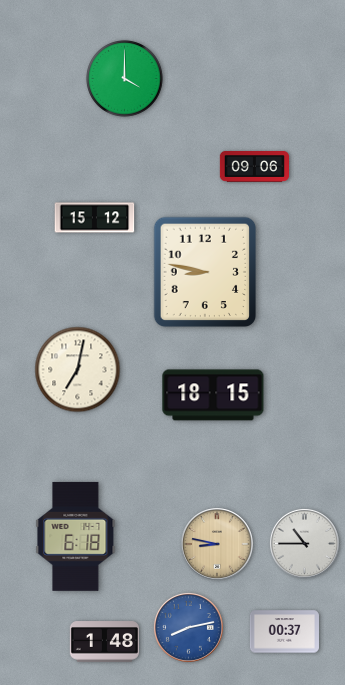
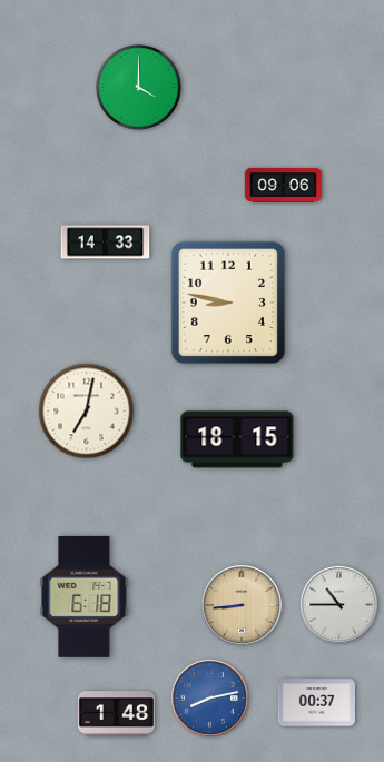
clock at (95, 218): 15:12 -> 14:33
clock at (217, 544): 8:47 -> 8:44
